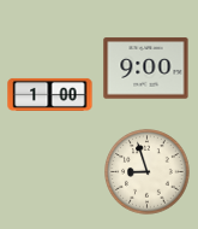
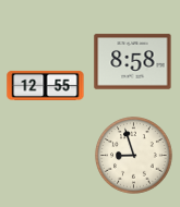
clock at (146, 69): 9:00 -> 8:58
clock at (50, 94): 1:00 -> 12:55
